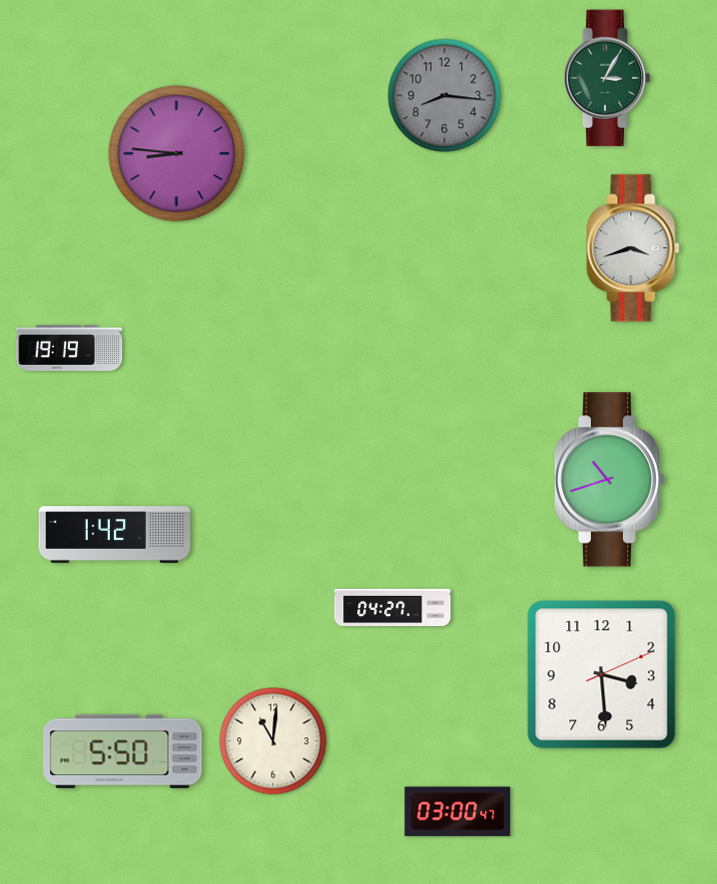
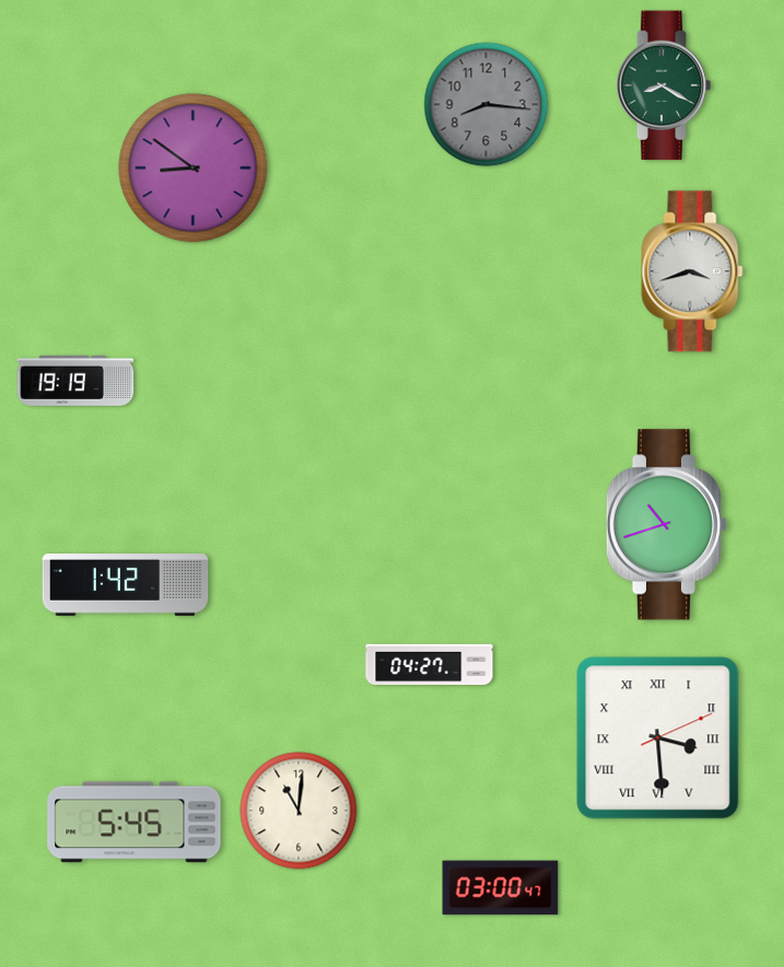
clock at (607, 78): 3:05 -> 8:20
clock at (177, 154): 8:46 -> 8:51
clock at (602, 675) numerals: Arabic -> Roman
clock at (123, 752): 5:50 -> 5:45
